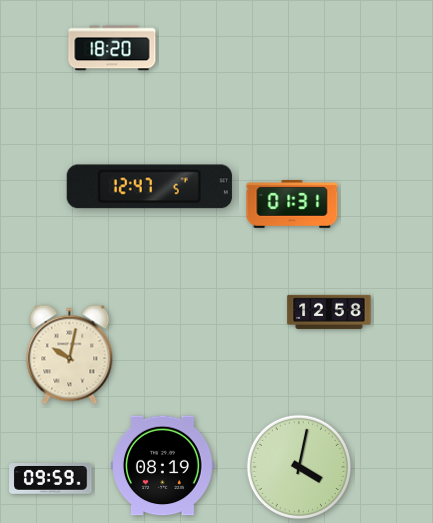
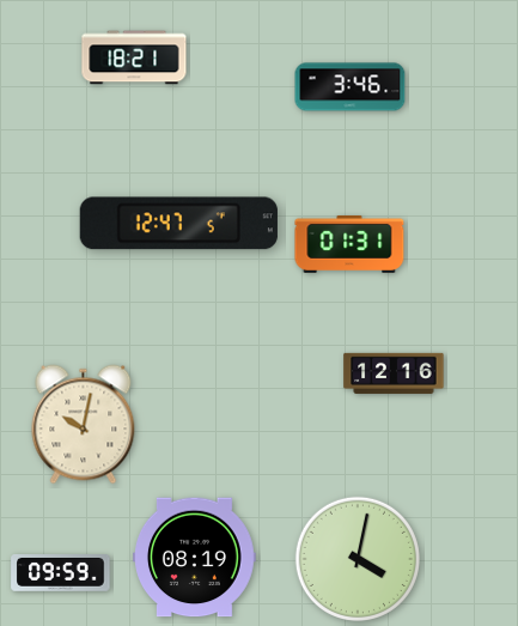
clock at (112, 48): 18:20 -> 18:21
clock at (351, 87): none -> 3:46
clock at (329, 312): 12:58 -> 12:16
